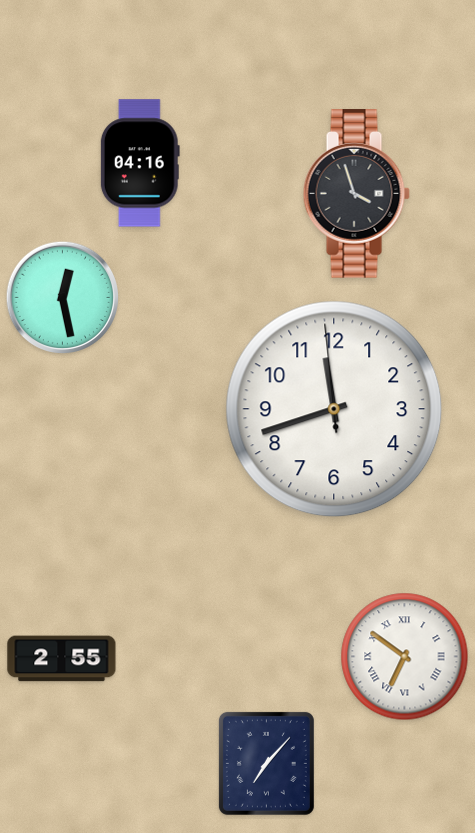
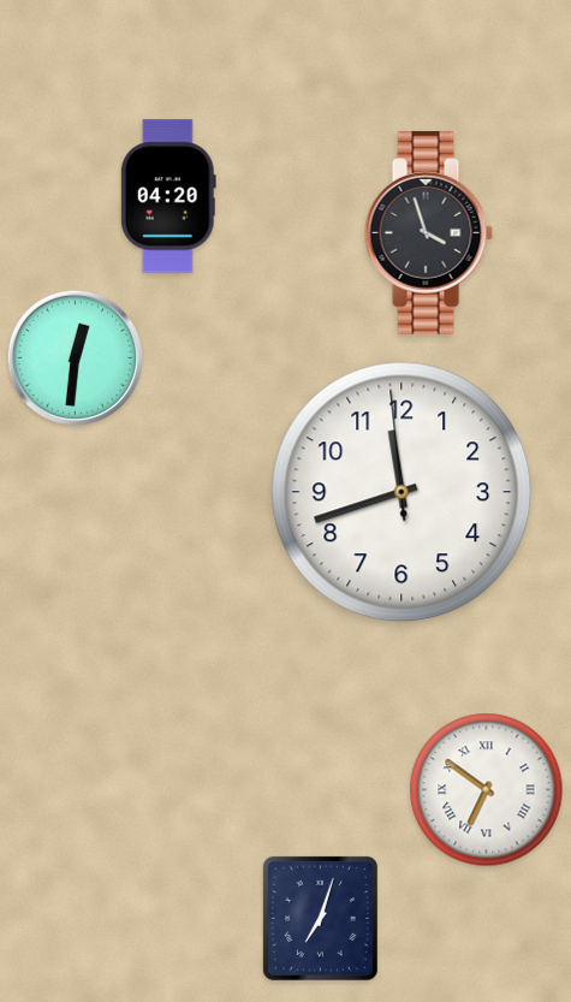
clock at (140, 163): 04:16 -> 04:20
clock at (62, 297): 12:28 -> 12:31
clock at (62, 659): 2:55 -> none
clock at (266, 763): 7:07 -> 7:03
